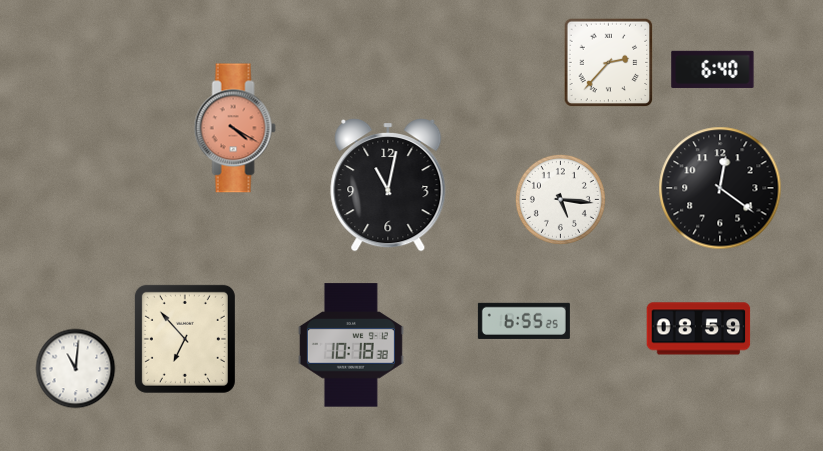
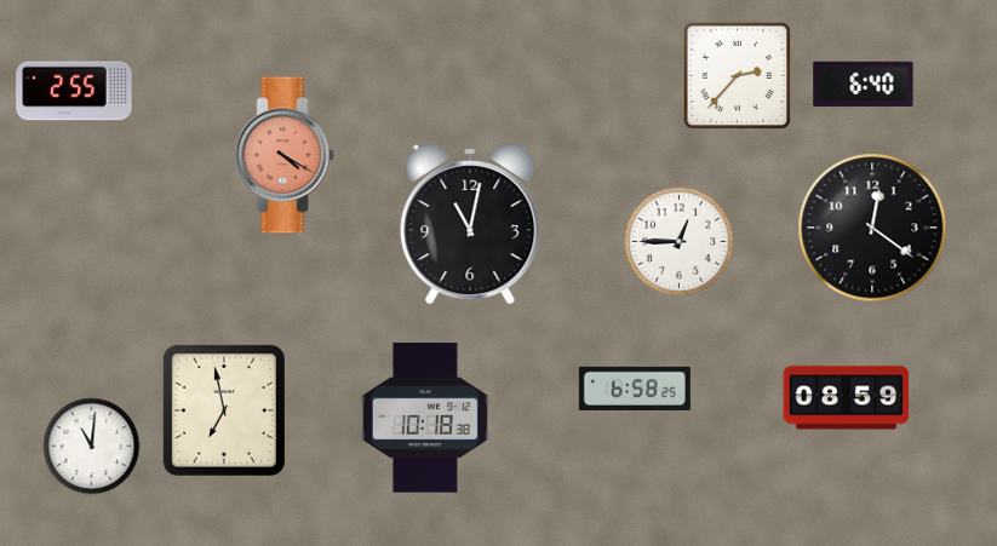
clock at (74, 91): none -> 2:55
clock at (560, 199): 5:16 -> 12:45
clock at (524, 321): 6:55 -> 6:58
clock at (185, 339): 6:53 -> 6:58
